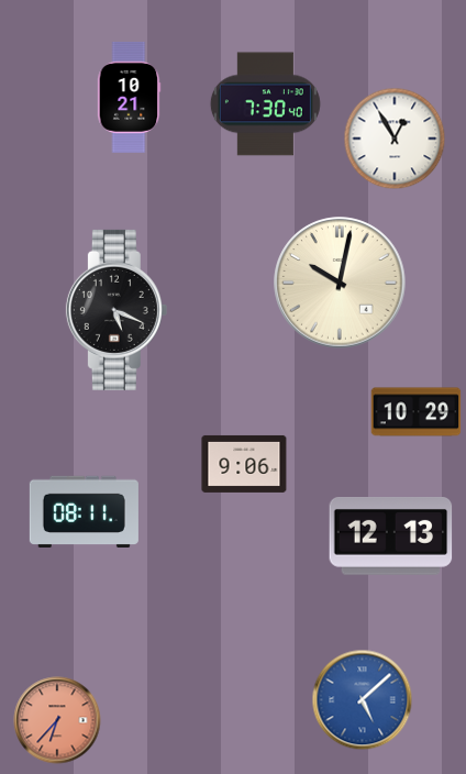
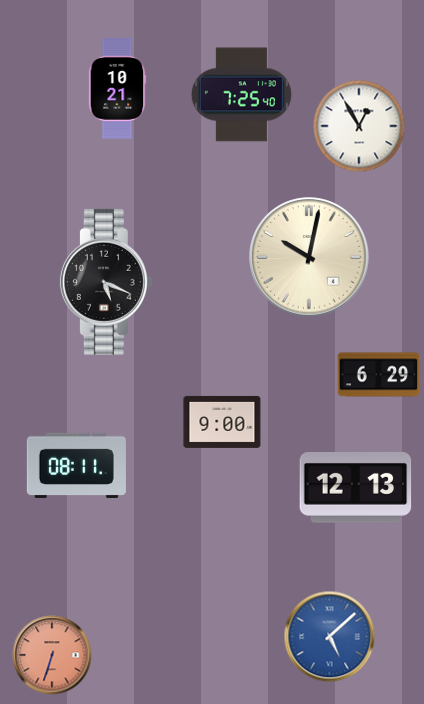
clock at (265, 104): 7:30 -> 7:25
clock at (417, 412): 10:29 -> 6:29
clock at (244, 464): 9:06 -> 9:00
clock at (57, 720): 6:37 -> 6:33
